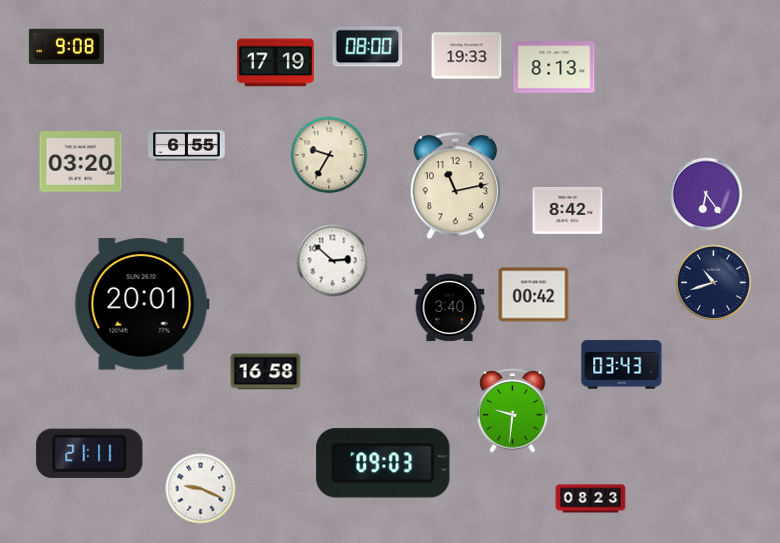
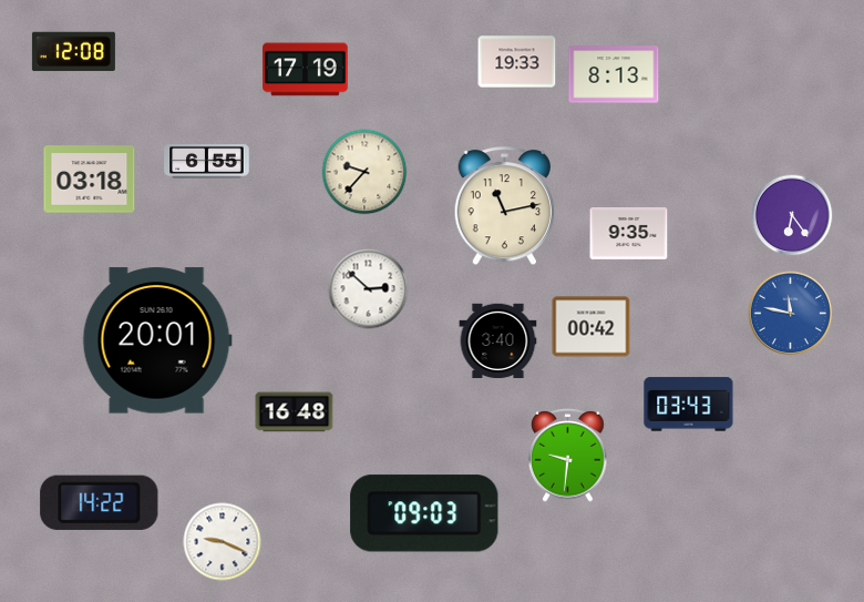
clock at (66, 47): 9:08 -> 12:08
clock at (368, 47): 08:00 -> none
clock at (329, 155): 9:35 -> 9:37
clock at (81, 162): 03:20 -> 03:18
clock at (706, 194) position: (706, 194) -> (792, 215)
clock at (568, 211): 8:42 -> 9:35
clock at (714, 283): 10:42 -> 11:47
clock at (714, 283) dial: navy -> blue
clock at (142, 304) position: (142, 304) -> (157, 340)
clock at (266, 372): 16:58 -> 16:48
clock at (90, 453): 21:11 -> 14:22
clock at (591, 499): 08:23 -> none
